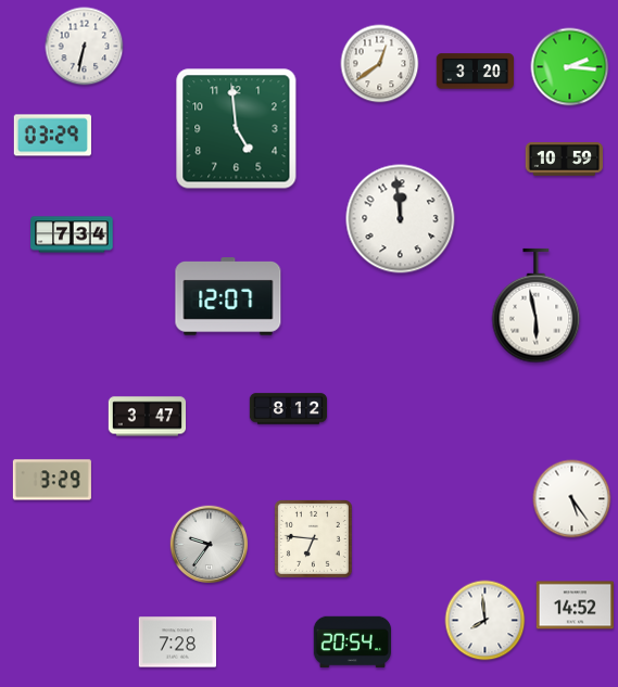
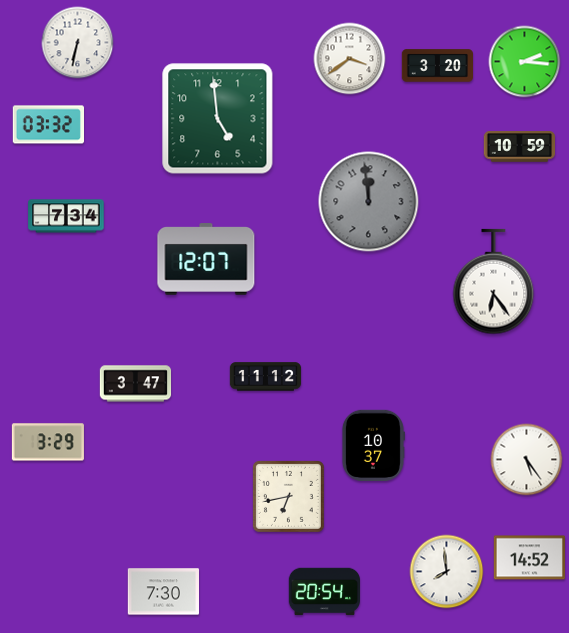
clock at (380, 64): 12:39 -> 3:39
clock at (52, 136): 03:29 -> 03:32
clock at (401, 219) dial: white -> grey
clock at (228, 296) position: (228, 296) -> (206, 259)
clock at (537, 306): 5:58 -> 6:24
clock at (289, 409): 8:12 -> 11:12
clock at (373, 445): none -> 10:37
clock at (313, 538): 6:46 -> 6:43
clock at (210, 545): 9:36 -> none
clock at (177, 643): 7:28 -> 7:30
